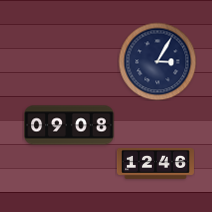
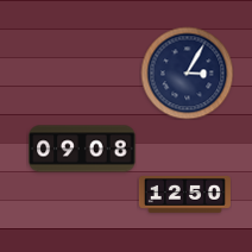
clock at (155, 163): 12:46 -> 12:50
